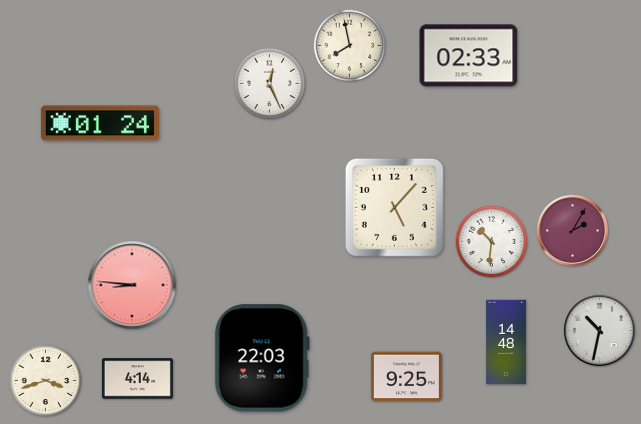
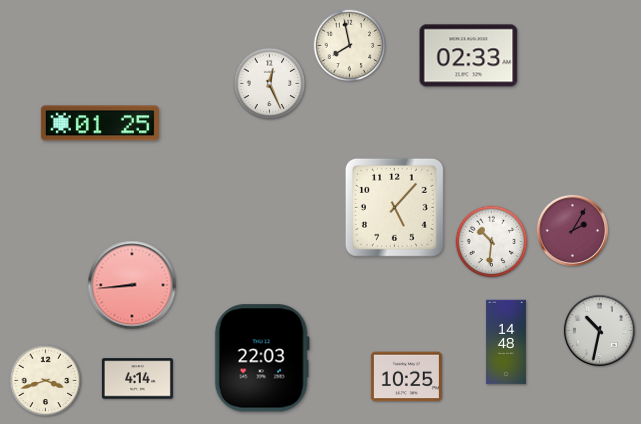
clock at (100, 123): 01:24 -> 01:25
clock at (132, 285): 8:46 -> 8:44
clock at (406, 377): 9:25 -> 10:25
